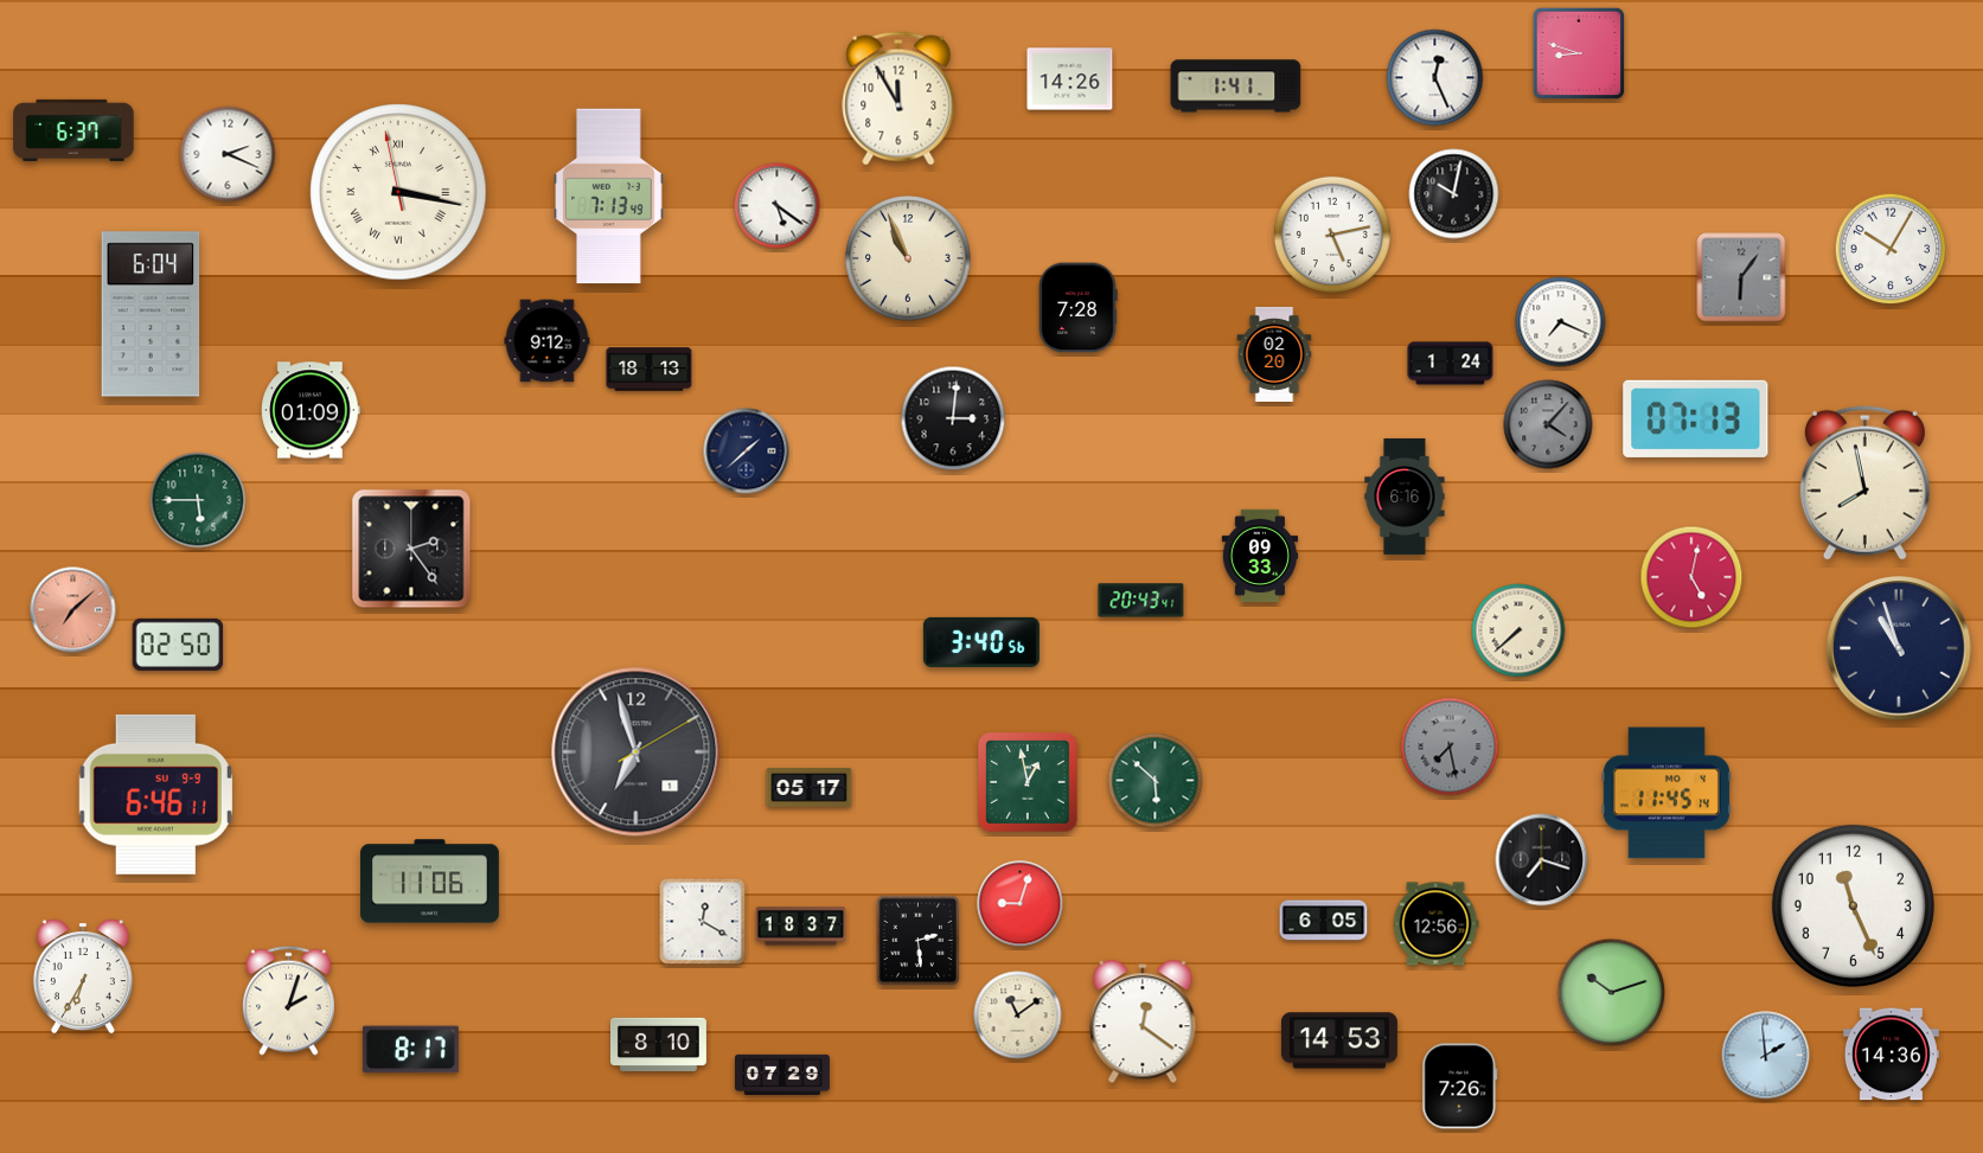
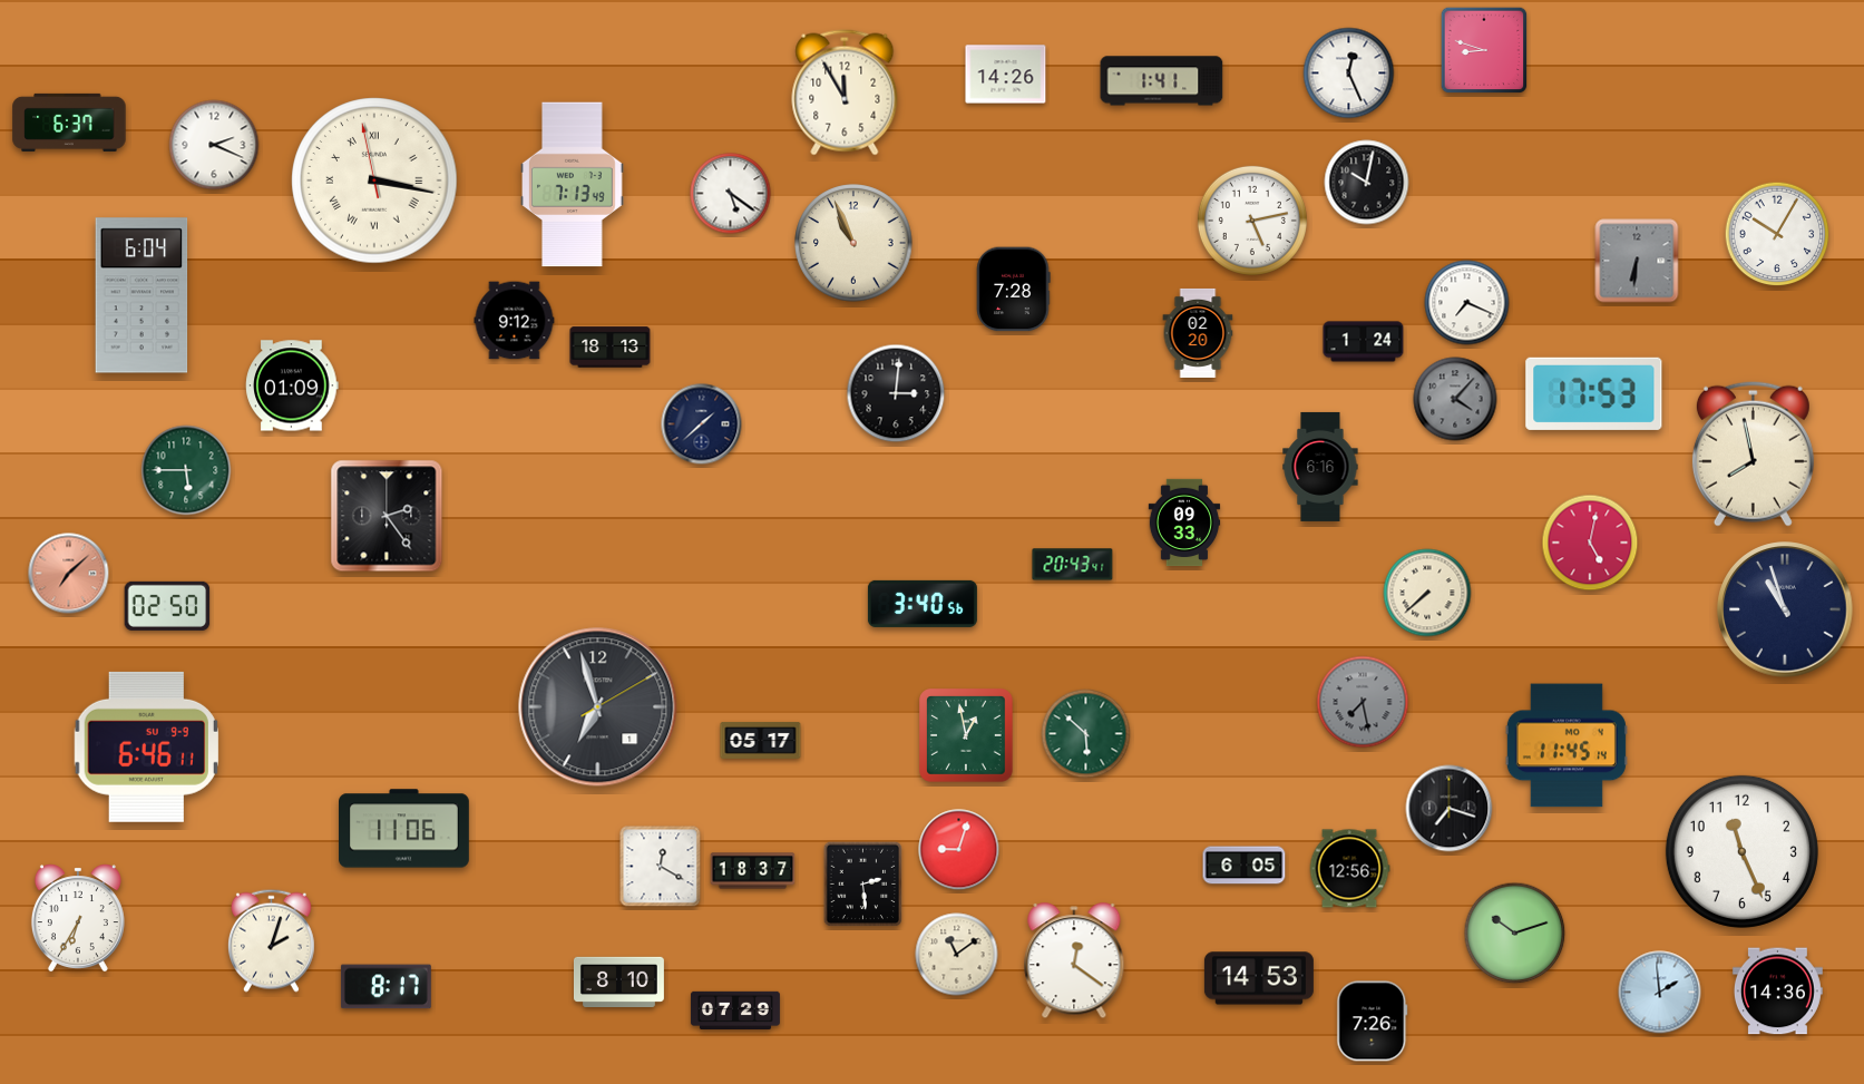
clock at (1741, 277): 6:06 -> 6:31
clock at (1696, 418): 07:13 -> 17:53
